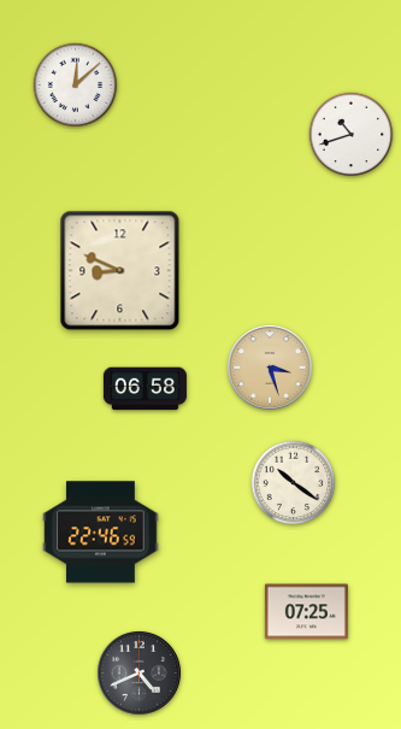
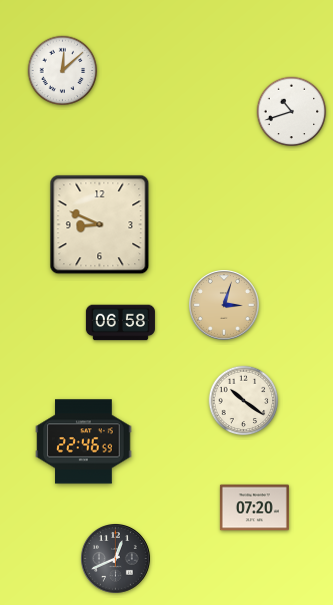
clock at (270, 368): 3:27 -> 3:03
clock at (306, 612): 07:25 -> 07:20
clock at (140, 674): 4:41 -> 12:41
